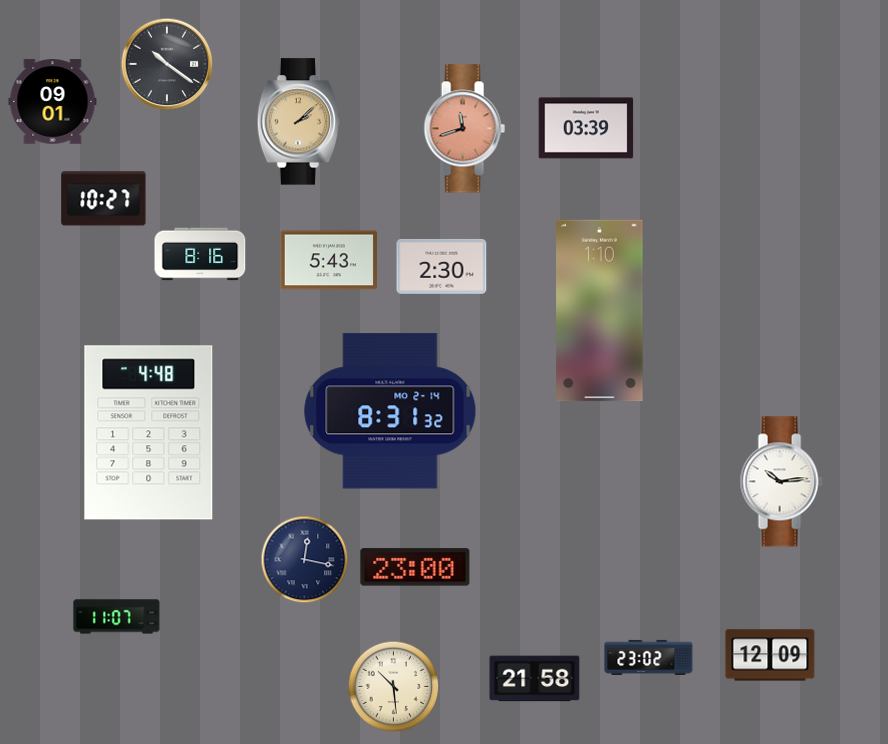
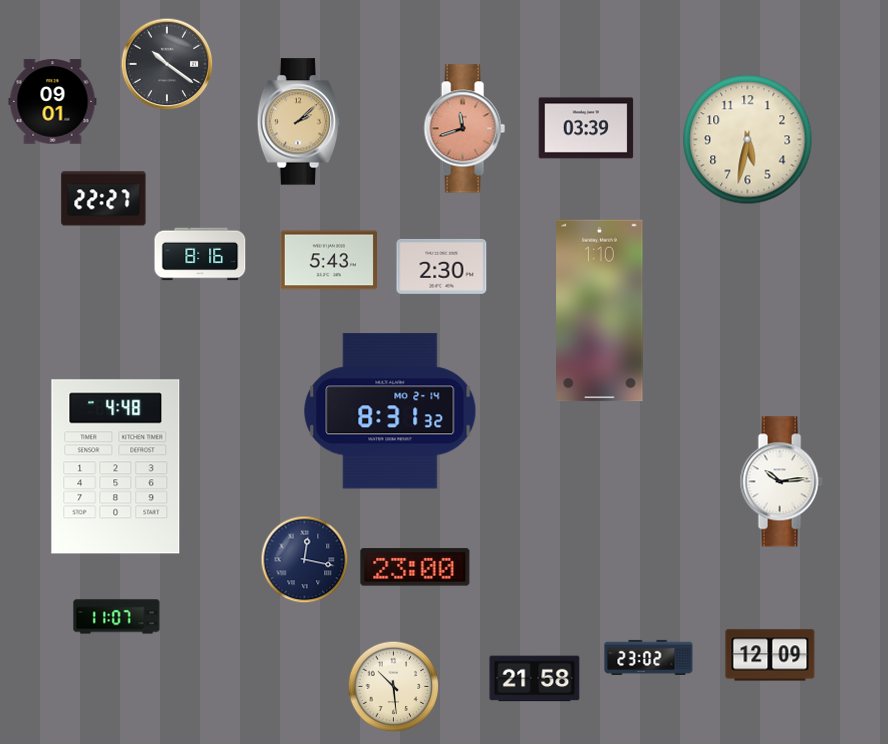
clock at (748, 140): none -> 5:32
clock at (104, 199): 10:27 -> 22:27
clock at (149, 433) position: (149, 433) -> (116, 467)
